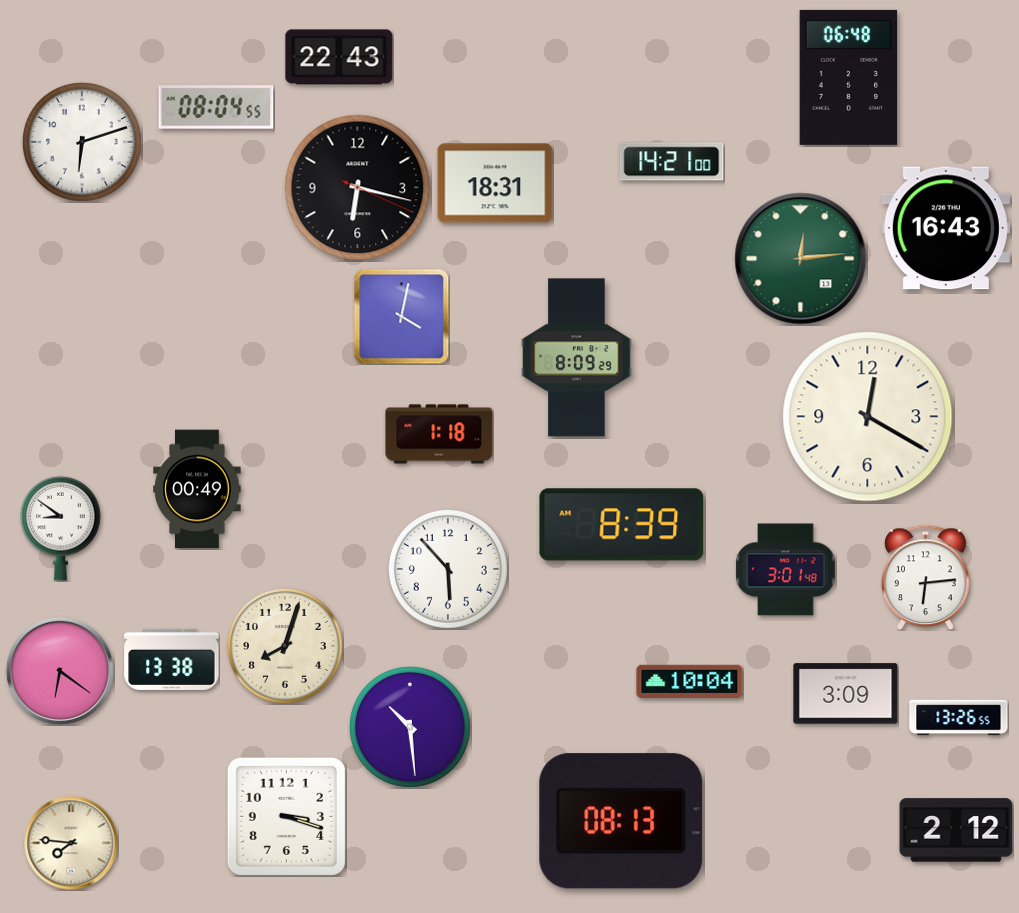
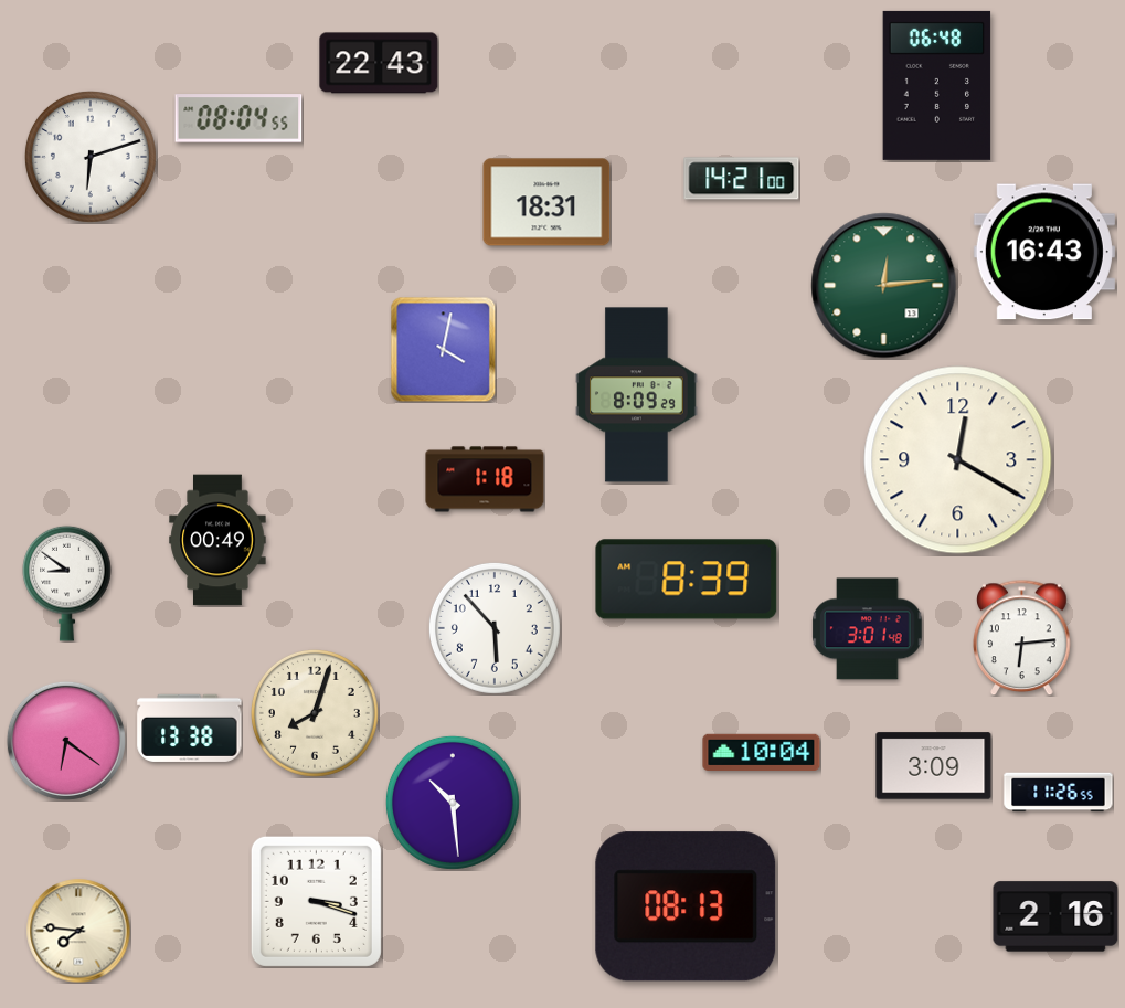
clock at (339, 57) position: (339, 57) -> (379, 63)
clock at (358, 188): 6:17 -> none
clock at (959, 718): 13:26 -> 11:26
clock at (956, 830): 2:12 -> 2:16
